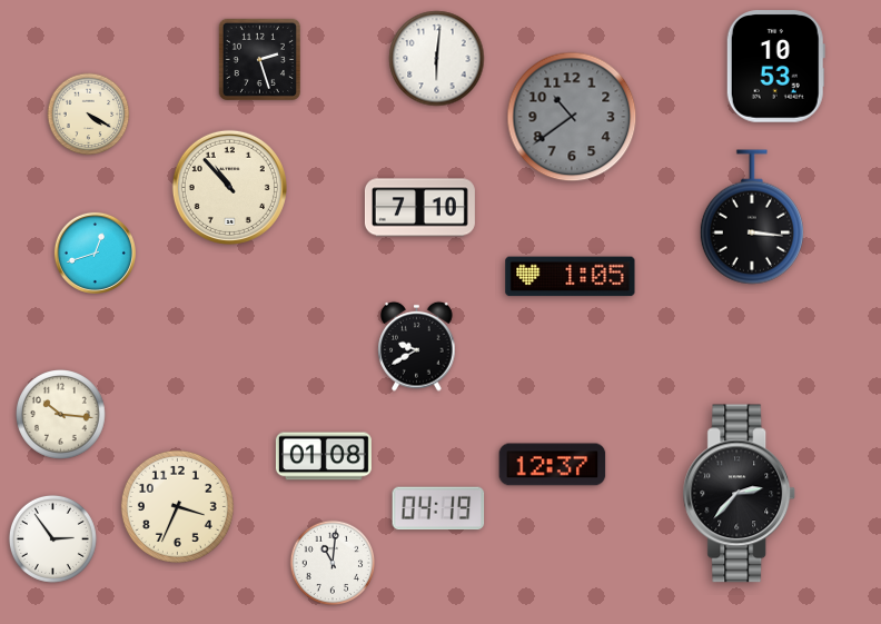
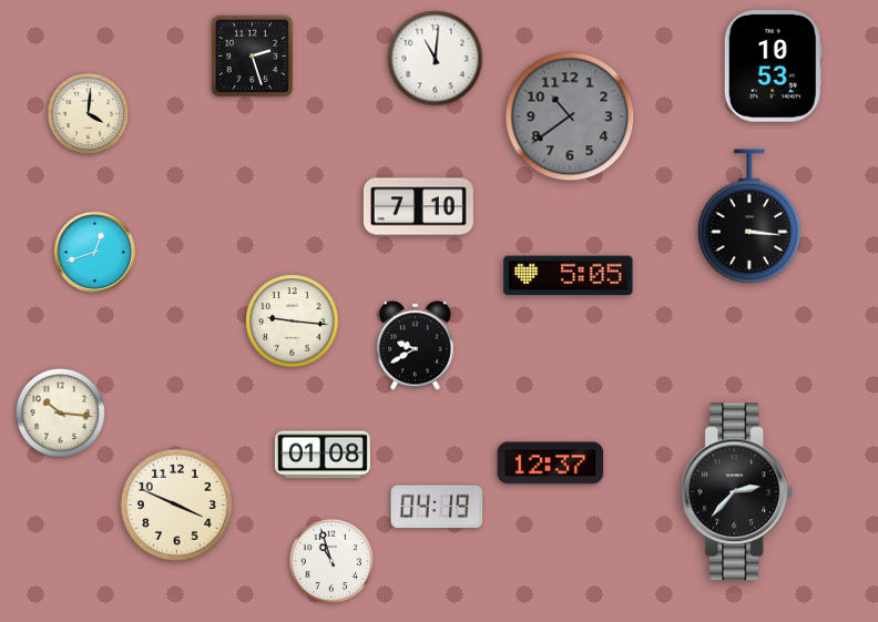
clock at (259, 59) position: (259, 59) -> (252, 55)
clock at (437, 59): 6:01 -> 11:01
clock at (89, 115): 4:20 -> 4:01
clock at (229, 187): 10:53 -> none
clock at (571, 277): 1:05 -> 5:05
clock at (293, 322): none -> 9:16
clock at (177, 506): 3:34 -> 3:49
clock at (52, 538): 2:54 -> none
clock at (333, 563): 11:01 -> 10:57
